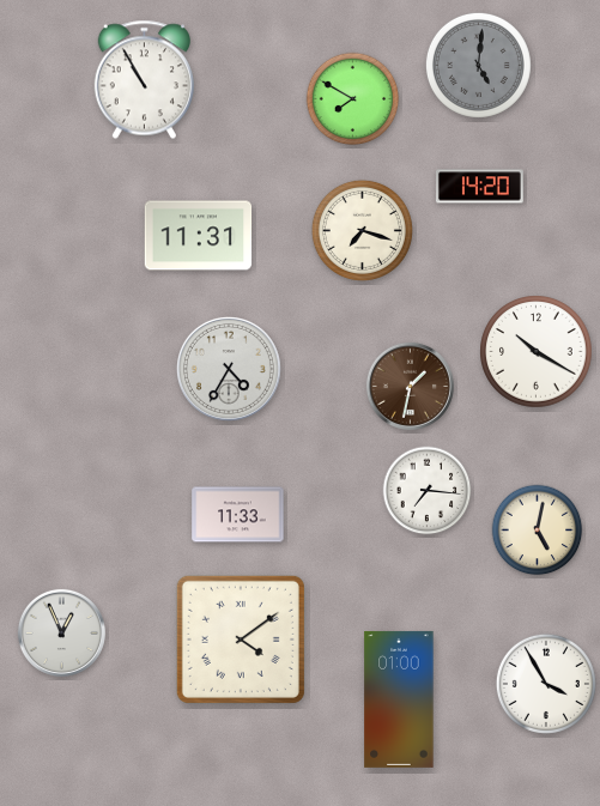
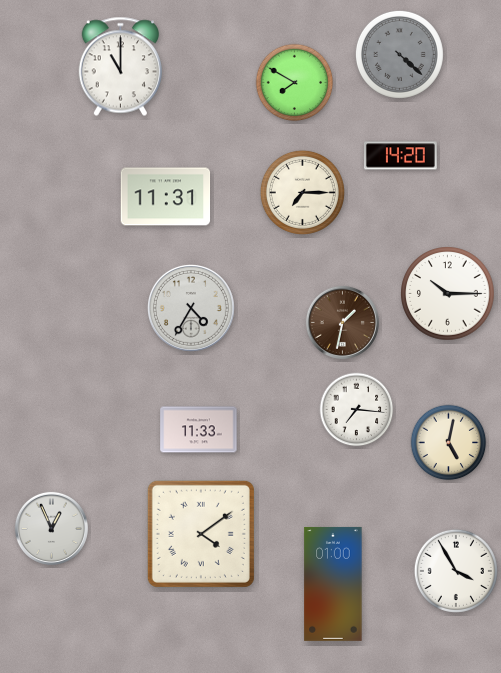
clock at (478, 65): 5:01 -> 4:22
clock at (144, 80): 10:55 -> 11:00
clock at (362, 230): 7:18 -> 7:15
clock at (537, 352): 10:20 -> 10:15
